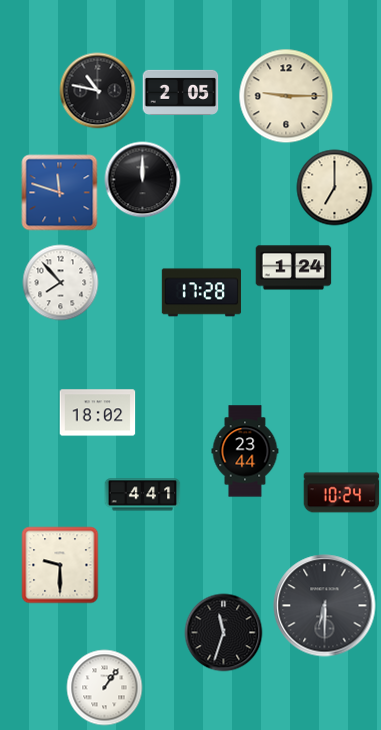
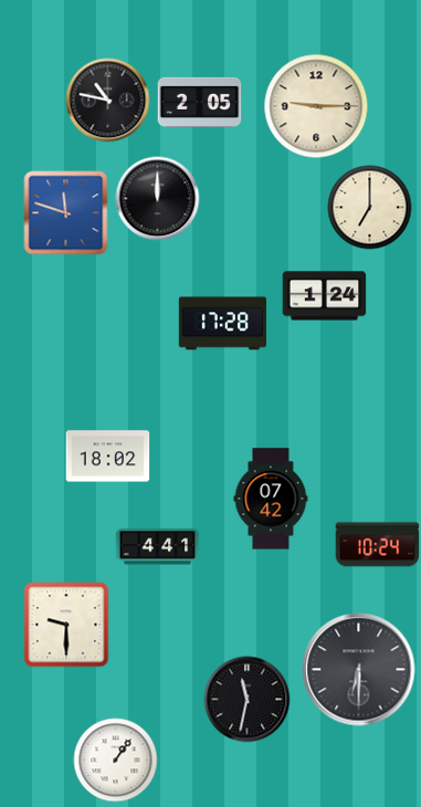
clock at (61, 283): 7:53 -> none
clock at (245, 451): 23:44 -> 07:42
clock at (224, 633): 11:33 -> 11:32
